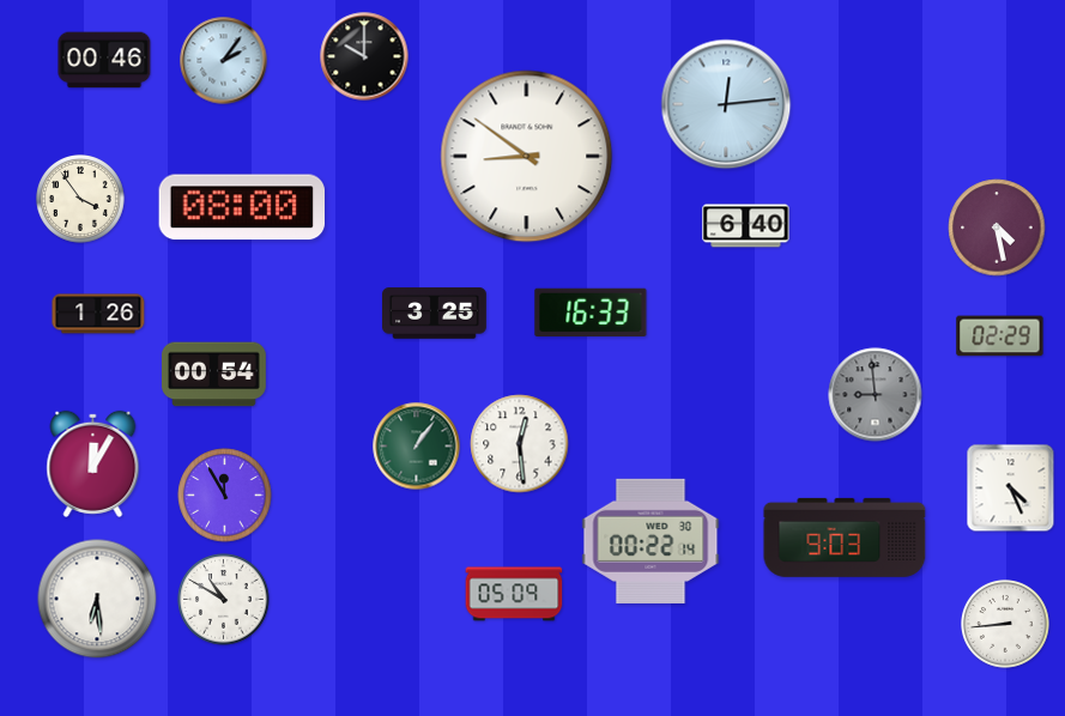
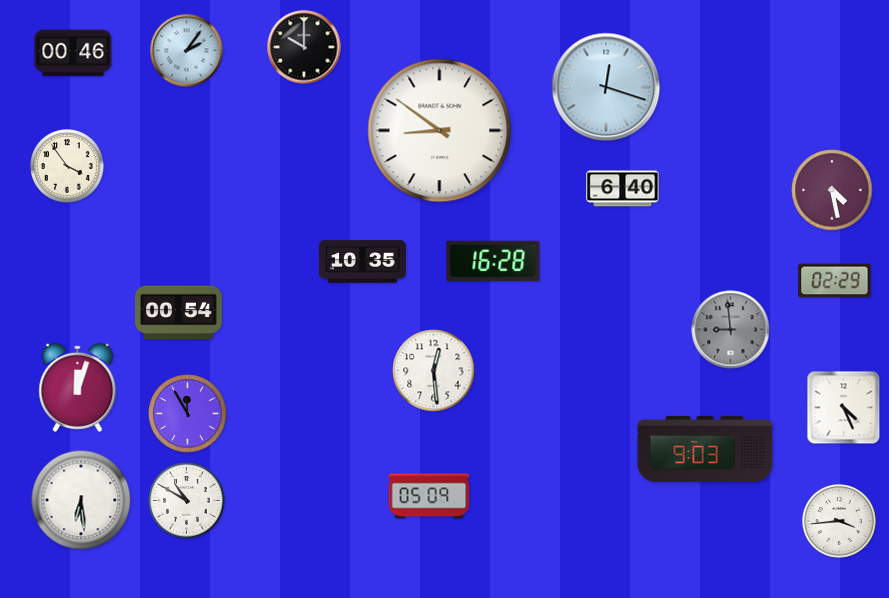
clock at (104, 60) position: (104, 60) -> (73, 53)
clock at (726, 104): 12:14 -> 12:18
clock at (242, 207): 08:00 -> none
clock at (591, 311): 16:33 -> 16:28
clock at (98, 314): 1:26 -> none
clock at (435, 314): 3:25 -> 10:35
clock at (417, 447): 1:06 -> none
clock at (93, 463): 12:05 -> 12:03
clock at (651, 541): 00:22 -> none
clock at (1006, 625): 8:44 -> 3:44
